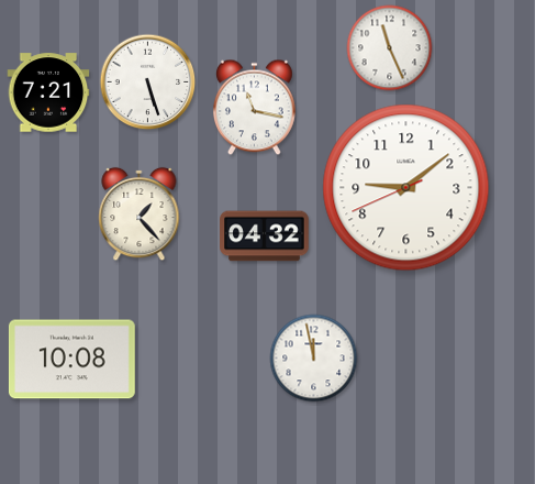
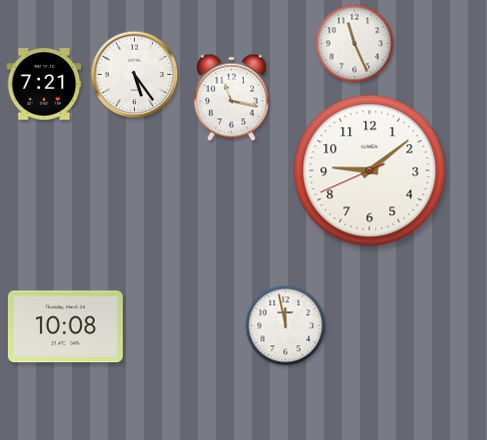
clock at (148, 82): 5:27 -> 5:24
clock at (140, 215): 1:23 -> none
clock at (265, 237): 04:32 -> none
